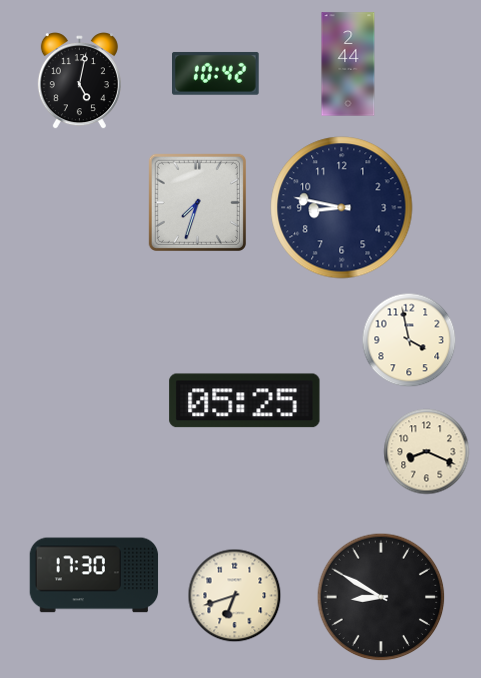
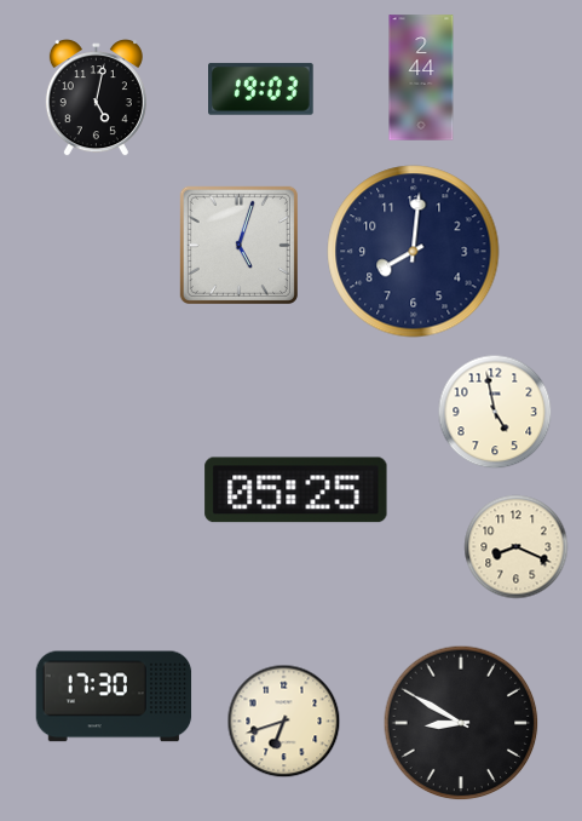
clock at (216, 74): 10:42 -> 19:03
clock at (197, 202): 7:33 -> 5:03
clock at (342, 208): 8:47 -> 8:01
clock at (409, 340): 3:58 -> 4:58
clock at (245, 401) position: (245, 401) -> (296, 490)
